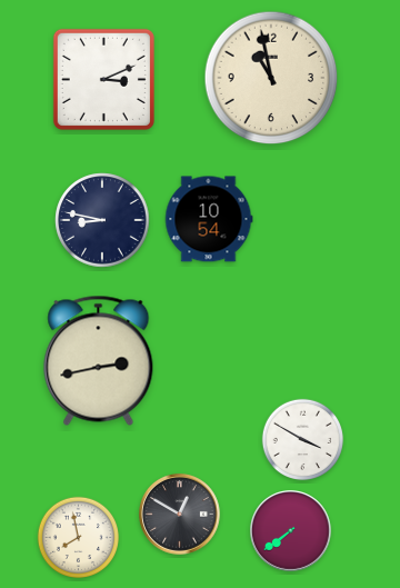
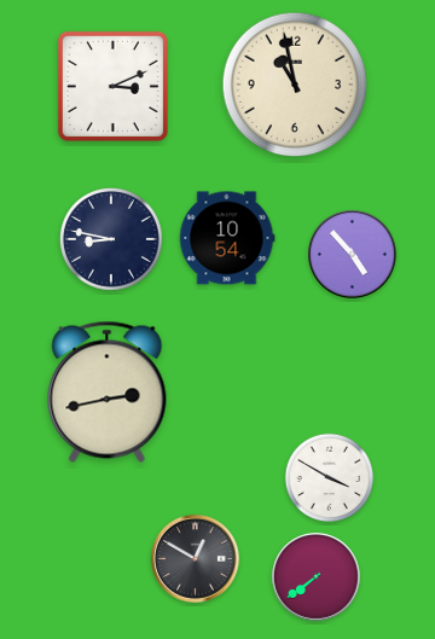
clock at (353, 255): none -> 4:53
clock at (79, 538): 7:58 -> none
